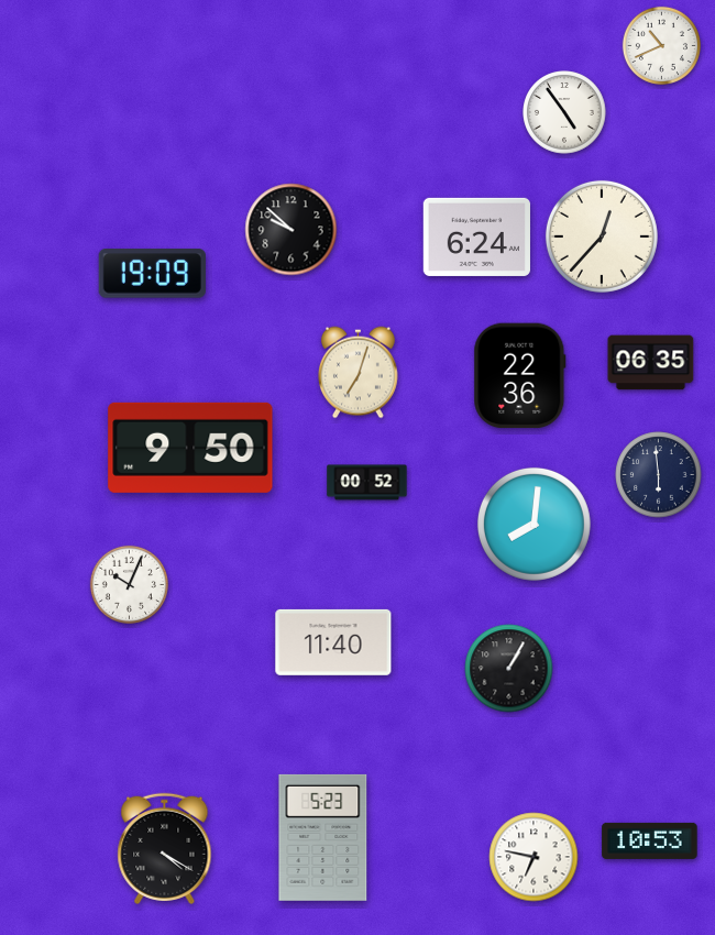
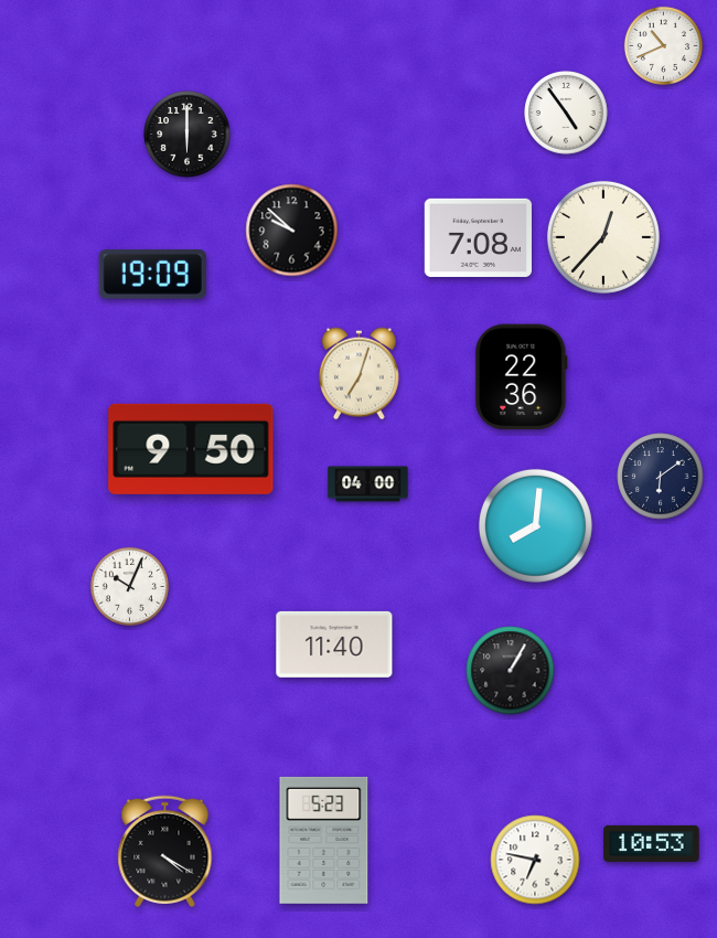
clock at (188, 135): none -> 6:00
clock at (476, 237): 6:24 -> 7:08
clock at (651, 363): 06:35 -> none
clock at (659, 475): 5:59 -> 6:09
clock at (367, 483): 00:52 -> 04:00
